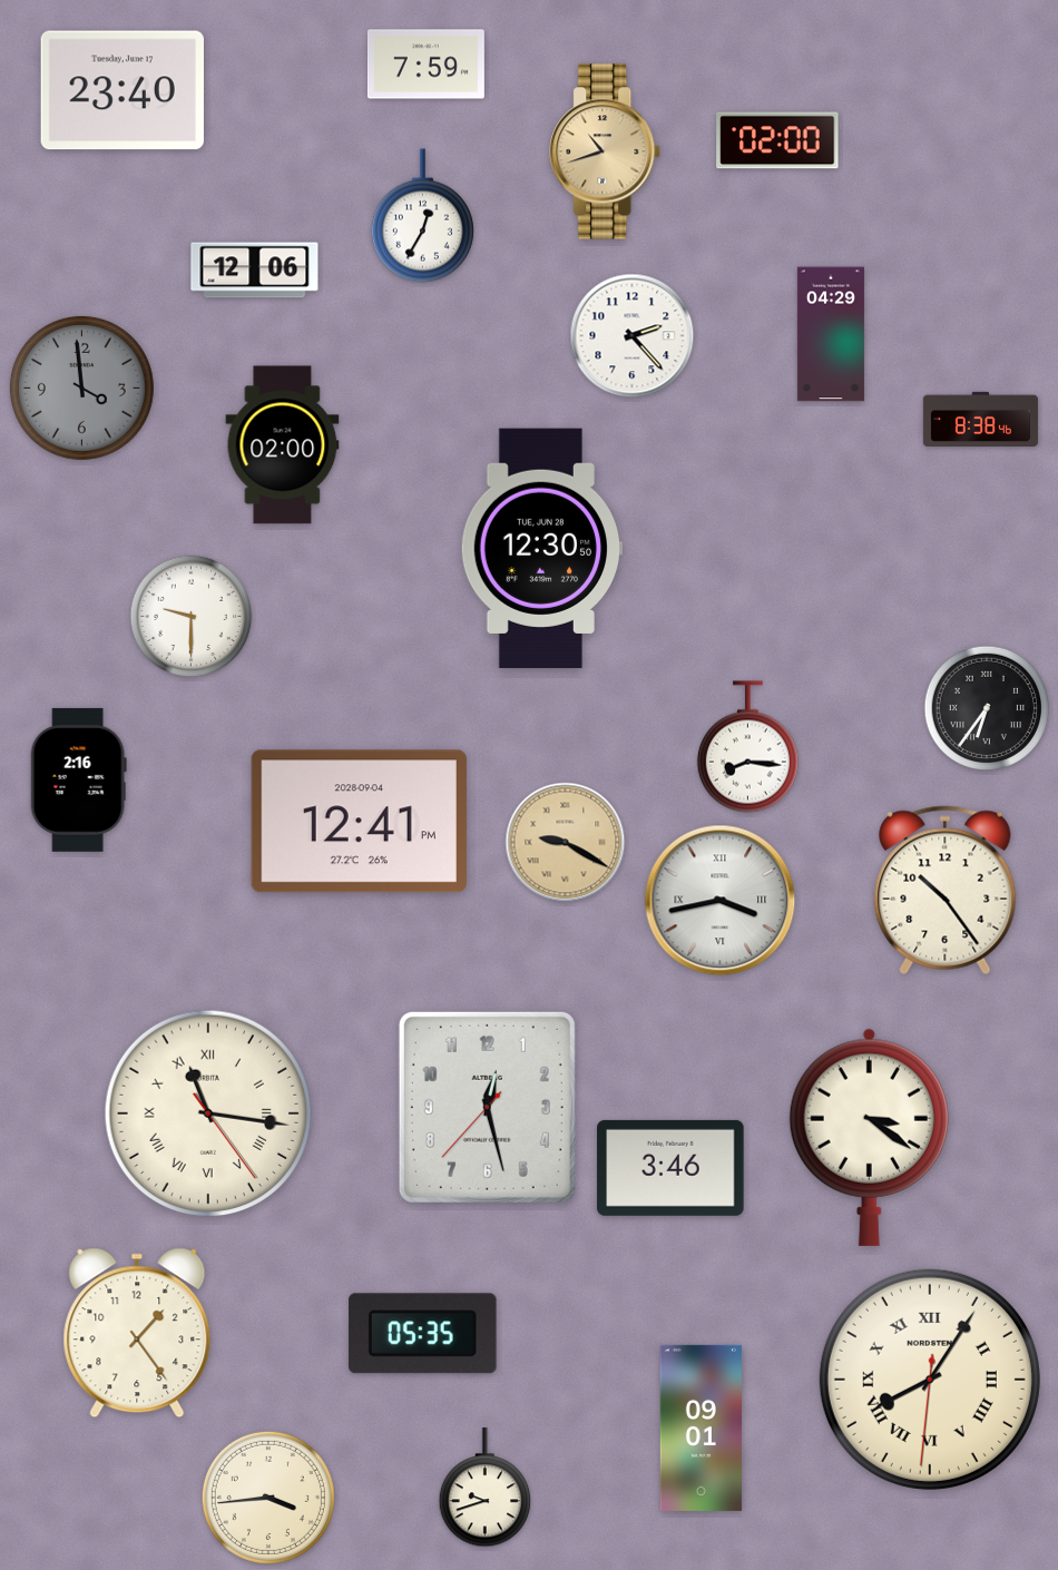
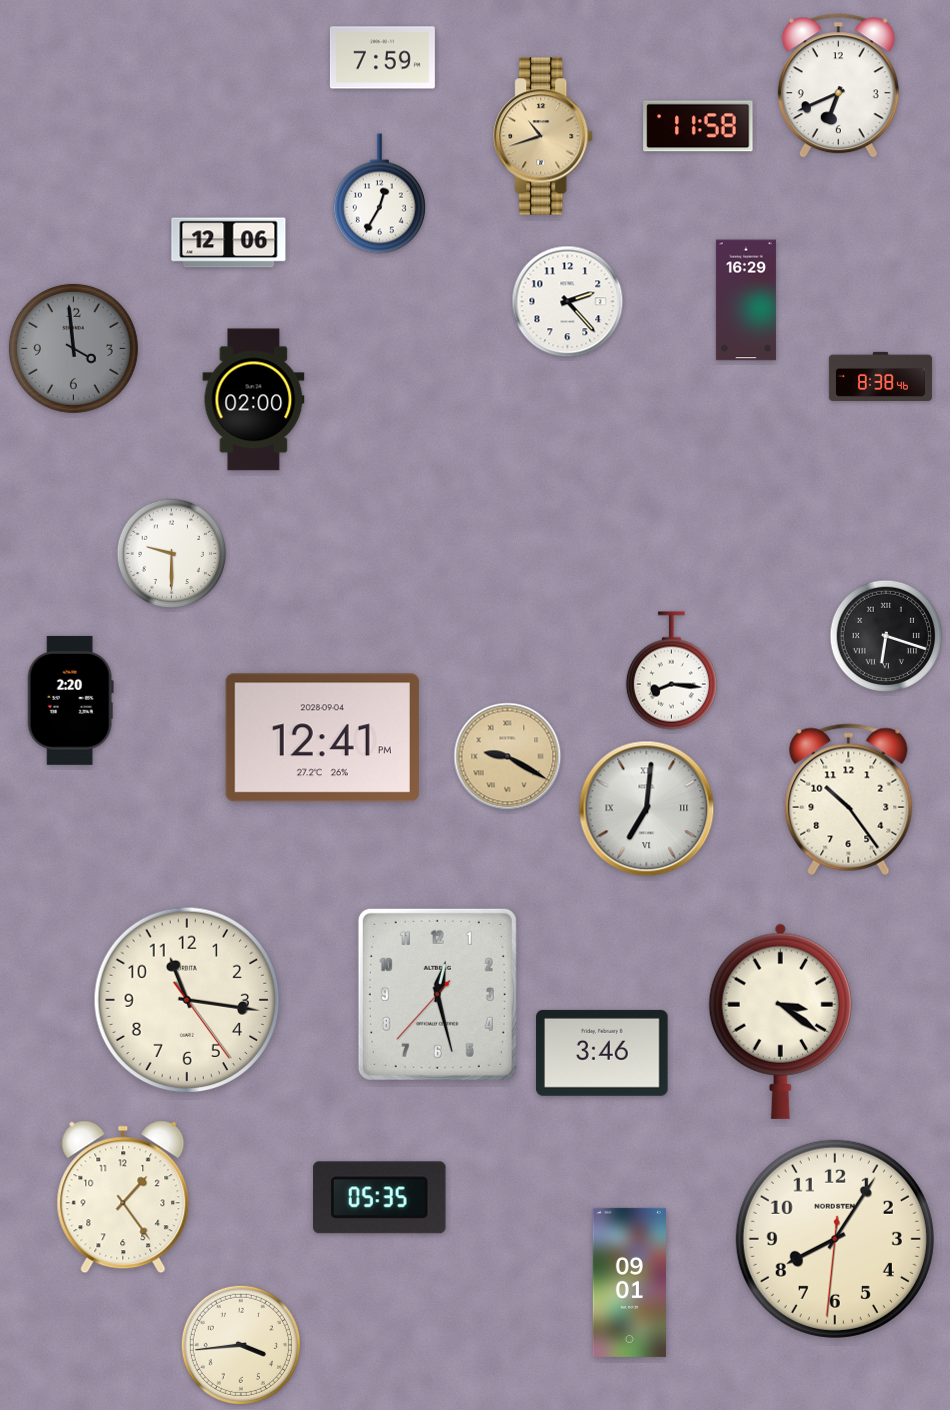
clock at (123, 90): 23:40 -> none
clock at (838, 86): none -> 6:41
clock at (777, 140): 02:00 -> 11:58
clock at (831, 334): 04:29 -> 16:29
clock at (541, 548): 12:30 -> none
clock at (987, 708): 6:36 -> 6:18
clock at (78, 779): 2:16 -> 2:20
clock at (721, 901): 3:43 -> 7:01
clock at (208, 1113) numerals: Roman -> Arabic
clock at (670, 1168) position: (670, 1168) -> (602, 1053)
clock at (930, 1380) numerals: Roman -> Arabic
clock at (486, 1489): 9:42 -> none
